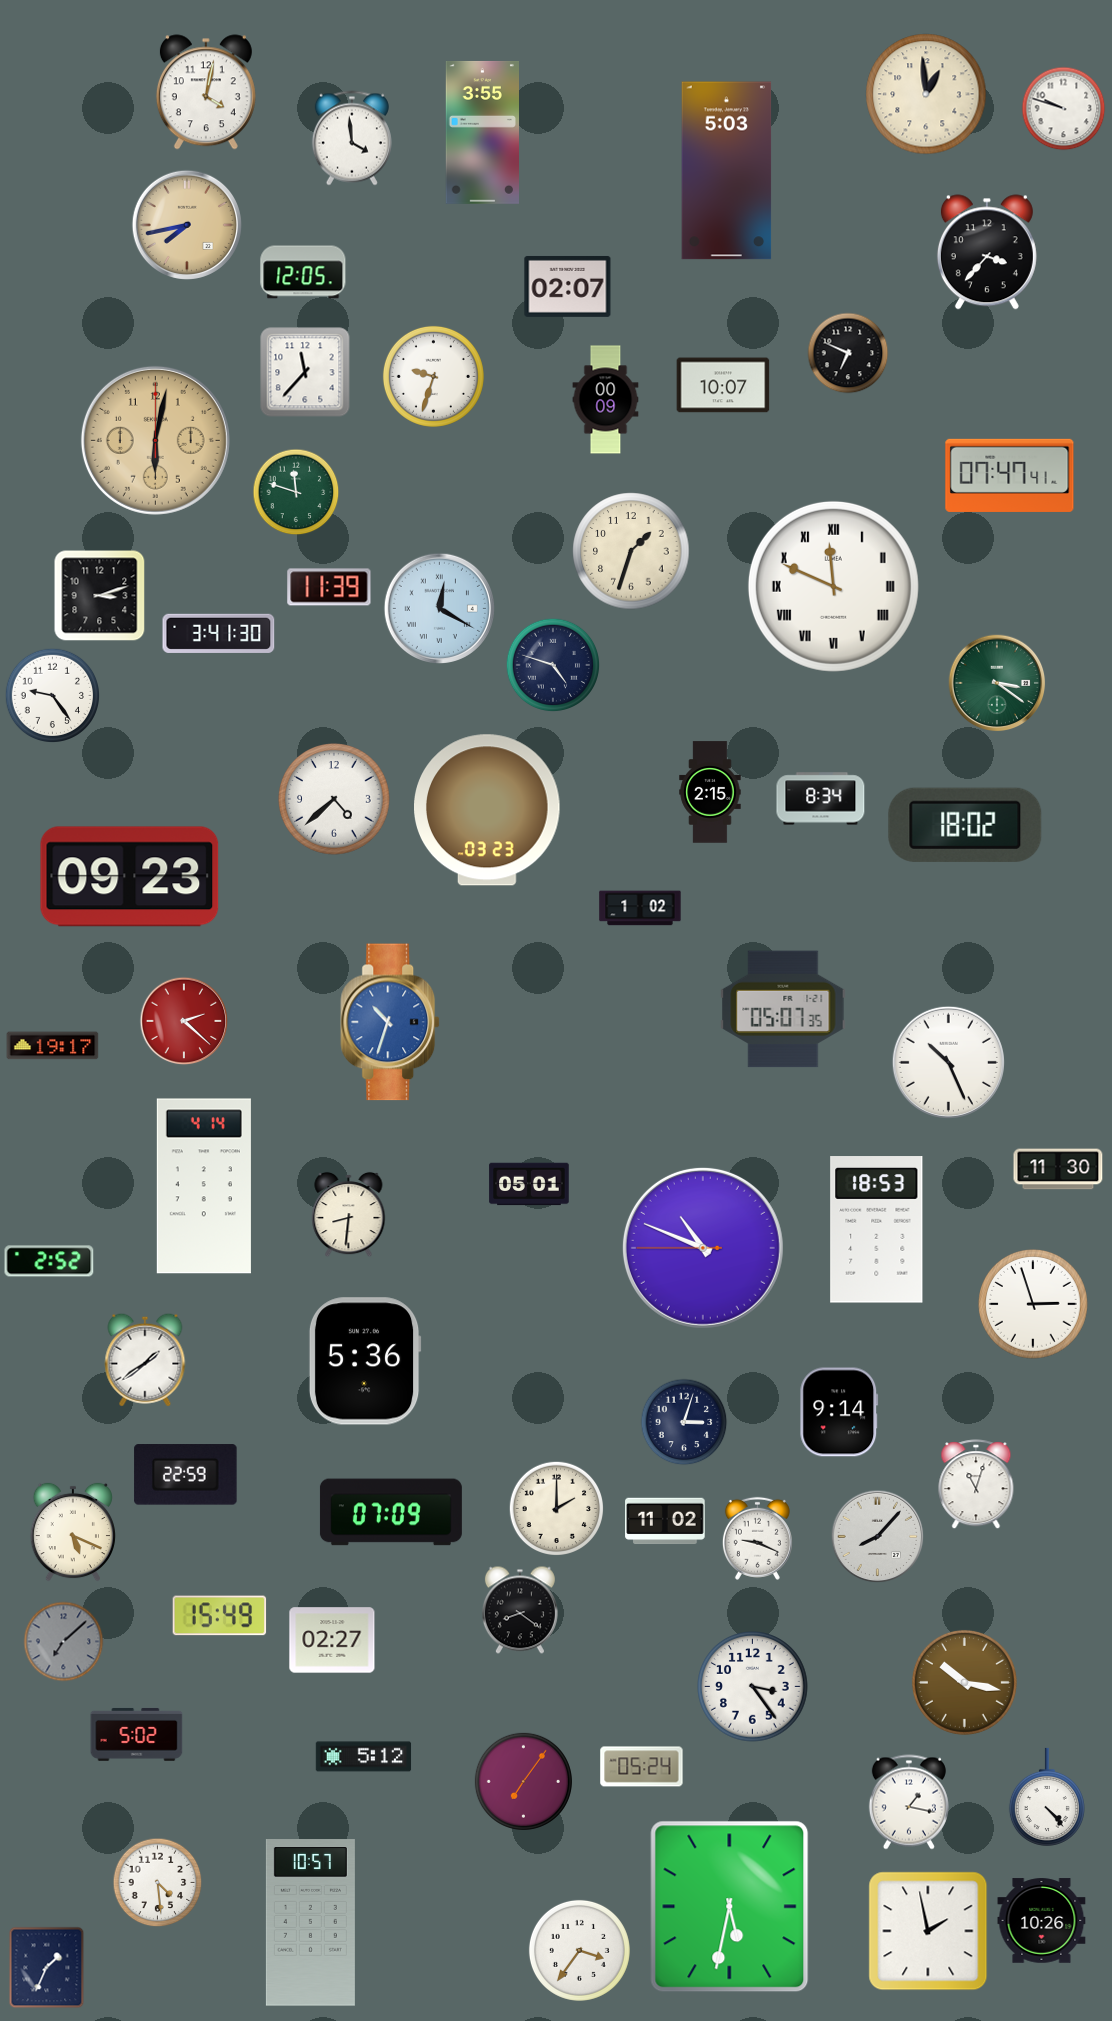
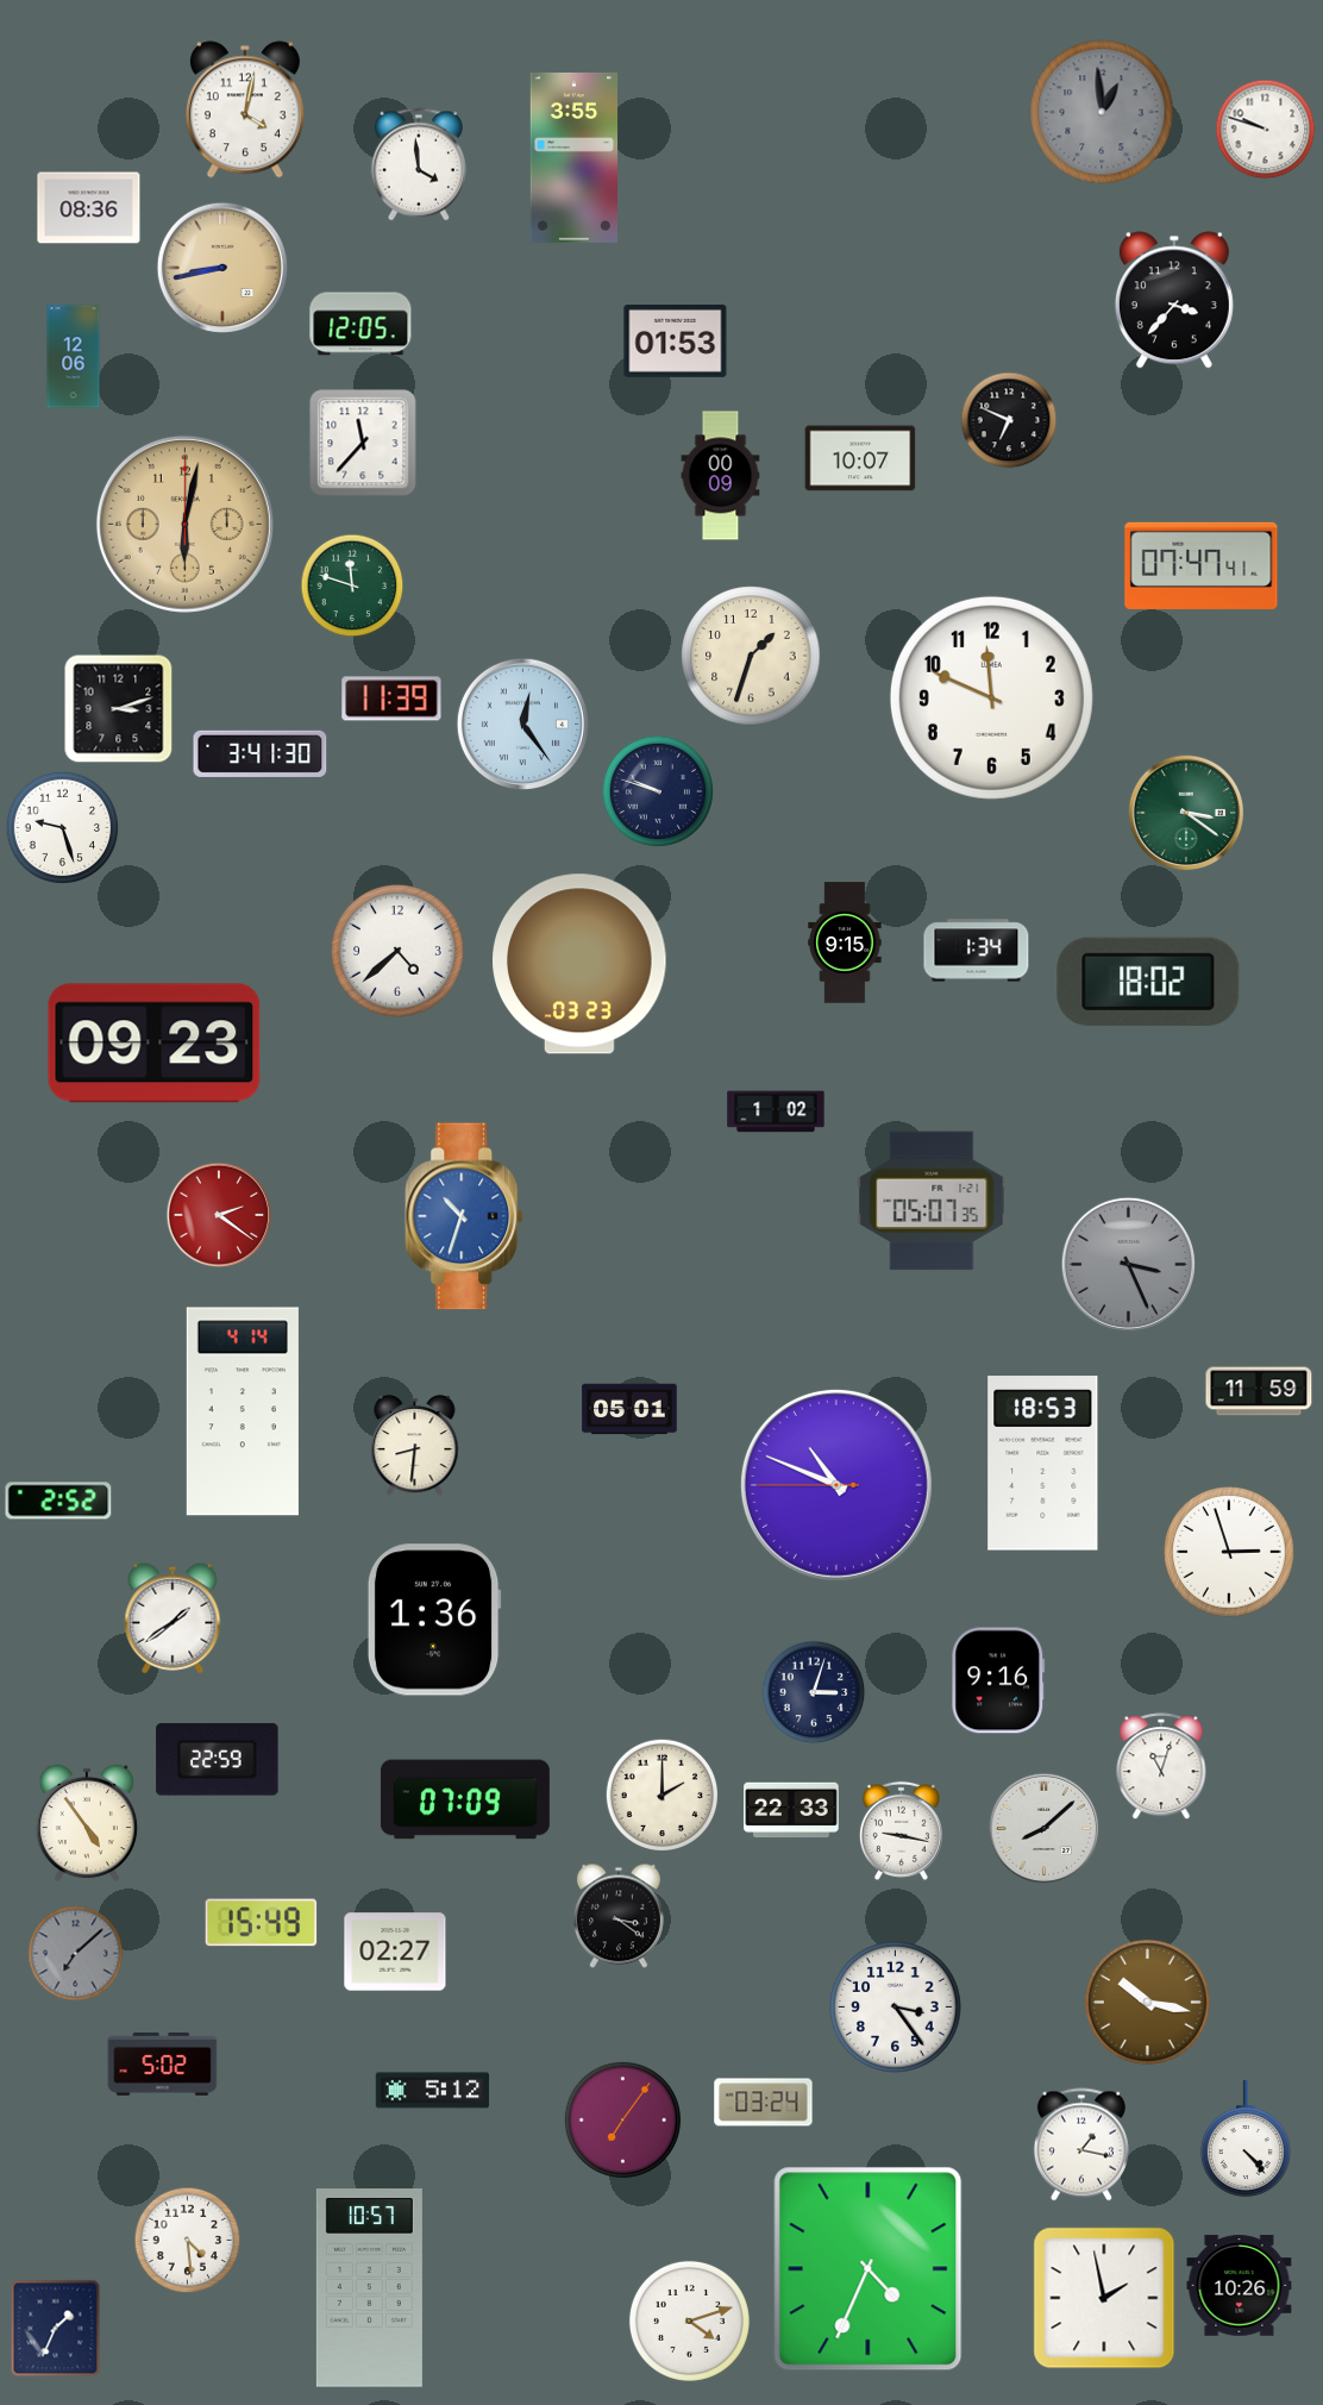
clock at (926, 94) dial: cream -> grey
clock at (727, 171): 5:03 -> none
clock at (89, 208): none -> 08:36
clock at (187, 225): 7:43 -> 8:43
clock at (568, 286): 02:07 -> 01:53
clock at (74, 357): none -> 12:06
clock at (433, 376): 9:33 -> none
clock at (833, 586) numerals: Roman -> Arabic
clock at (439, 608): 12:20 -> 12:24
clock at (553, 665): 4:48 -> 9:48
clock at (52, 695): 9:24 -> 9:27
clock at (710, 792): 2:15 -> 9:15
clock at (821, 799): 8:34 -> 1:34
clock at (640, 908) position: (640, 908) -> (776, 1111)
clock at (184, 1021): 2:22 -> 2:21
clock at (53, 1046): 19:17 -> none
clock at (948, 1062): 10:26 -> 3:26
clock at (948, 1062) dial: white -> grey
clock at (1058, 1169): 11:30 -> 11:59
clock at (365, 1361): 5:36 -> 1:36
clock at (839, 1412): 9:14 -> 9:16
clock at (186, 1475) position: (186, 1475) -> (218, 1760)
clock at (665, 1521): 11:02 -> 22:33
clock at (73, 1532): 5:19 -> 4:54
clock at (878, 1537): 8:07 -> 8:08
clock at (757, 1538): 9:19 -> 9:17
clock at (520, 1610): 8:21 -> 3:21
clock at (642, 1767): 05:24 -> 03:24
clock at (730, 1907): 5:32 -> 4:34
clock at (579, 1950): 3:36 -> 4:12
clock at (47, 1968) position: (47, 1968) -> (56, 2329)
